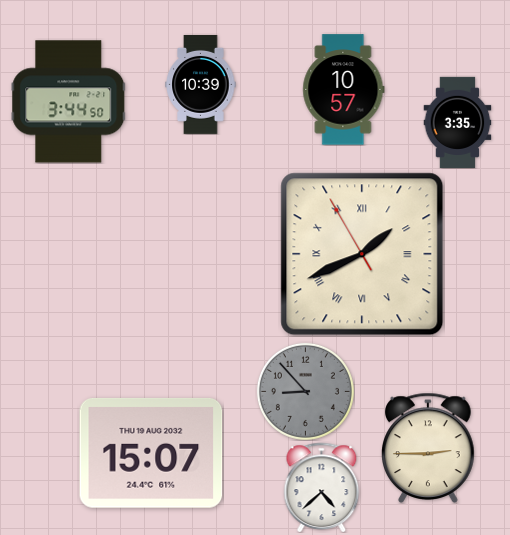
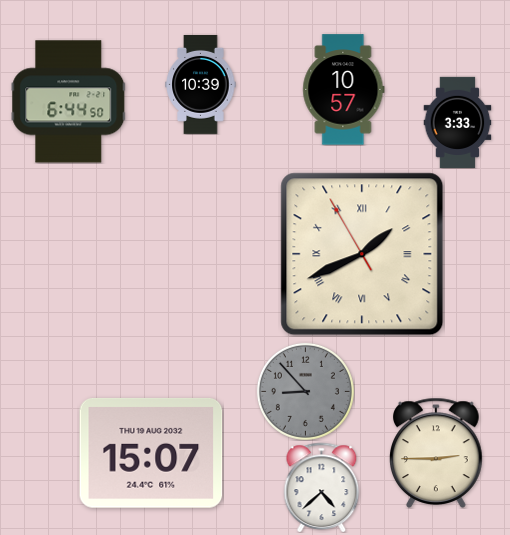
clock at (69, 102): 3:44 -> 6:44
clock at (458, 122): 3:35 -> 3:33
clock at (429, 448) position: (429, 448) -> (437, 453)
